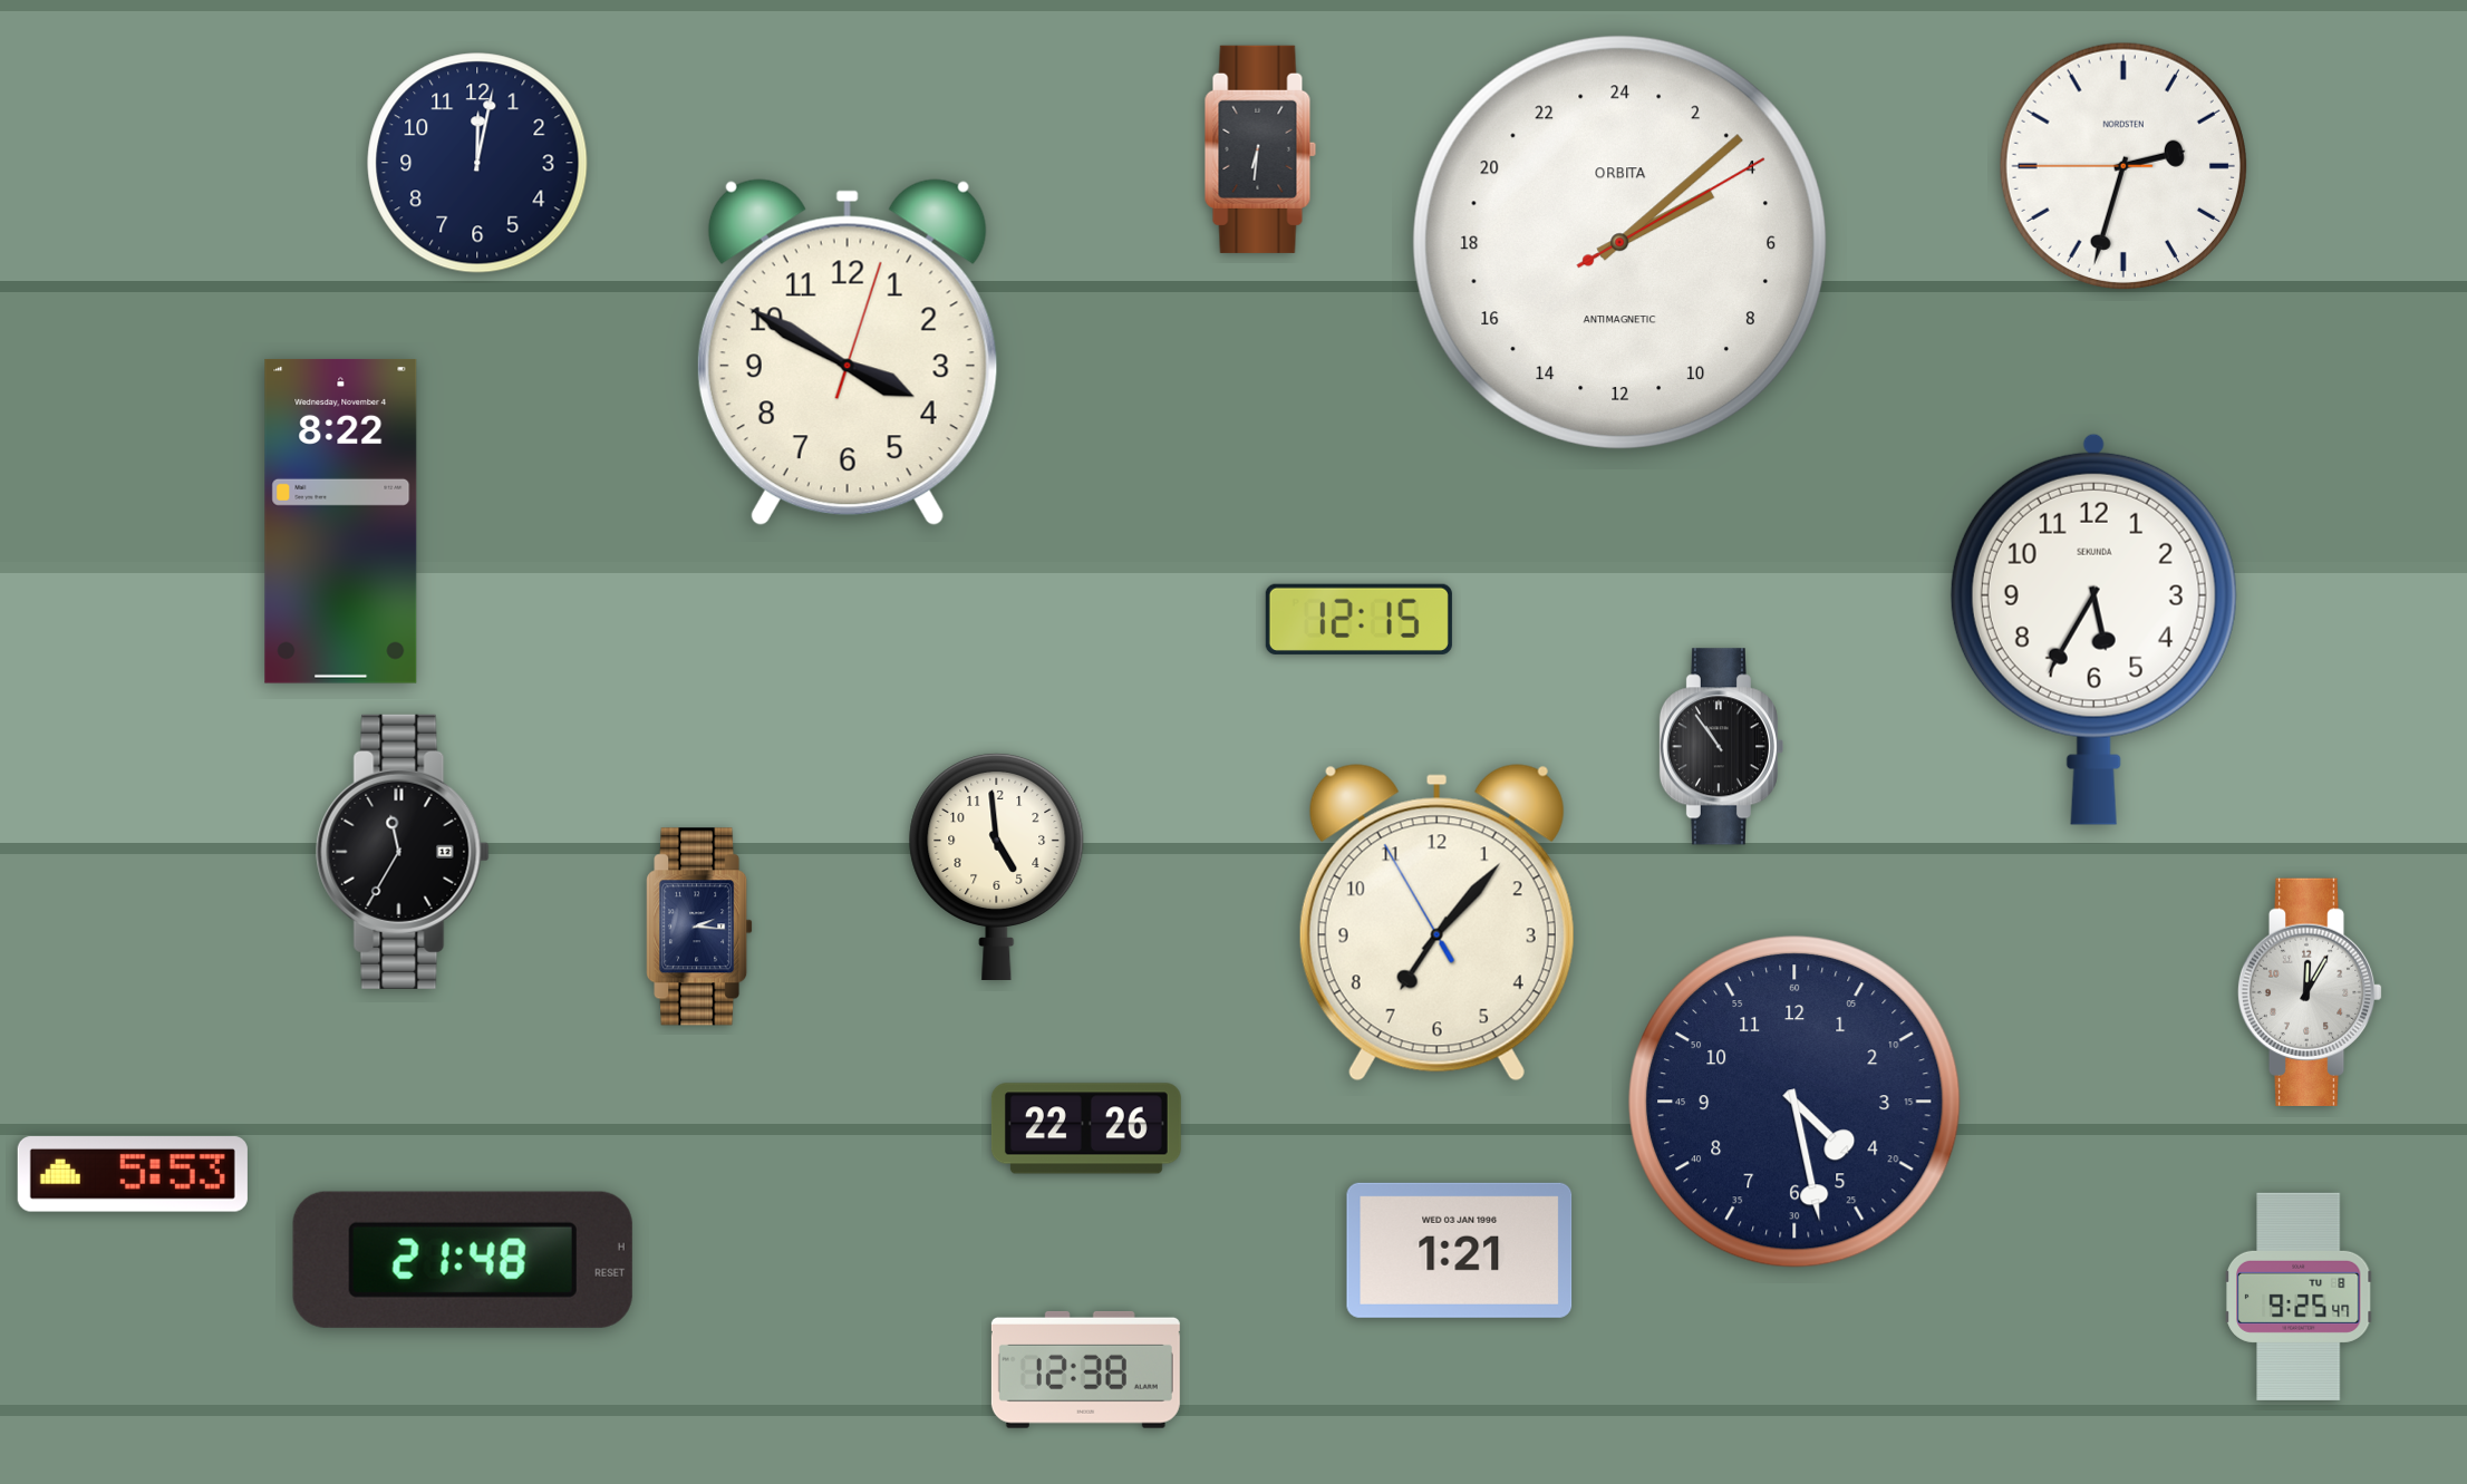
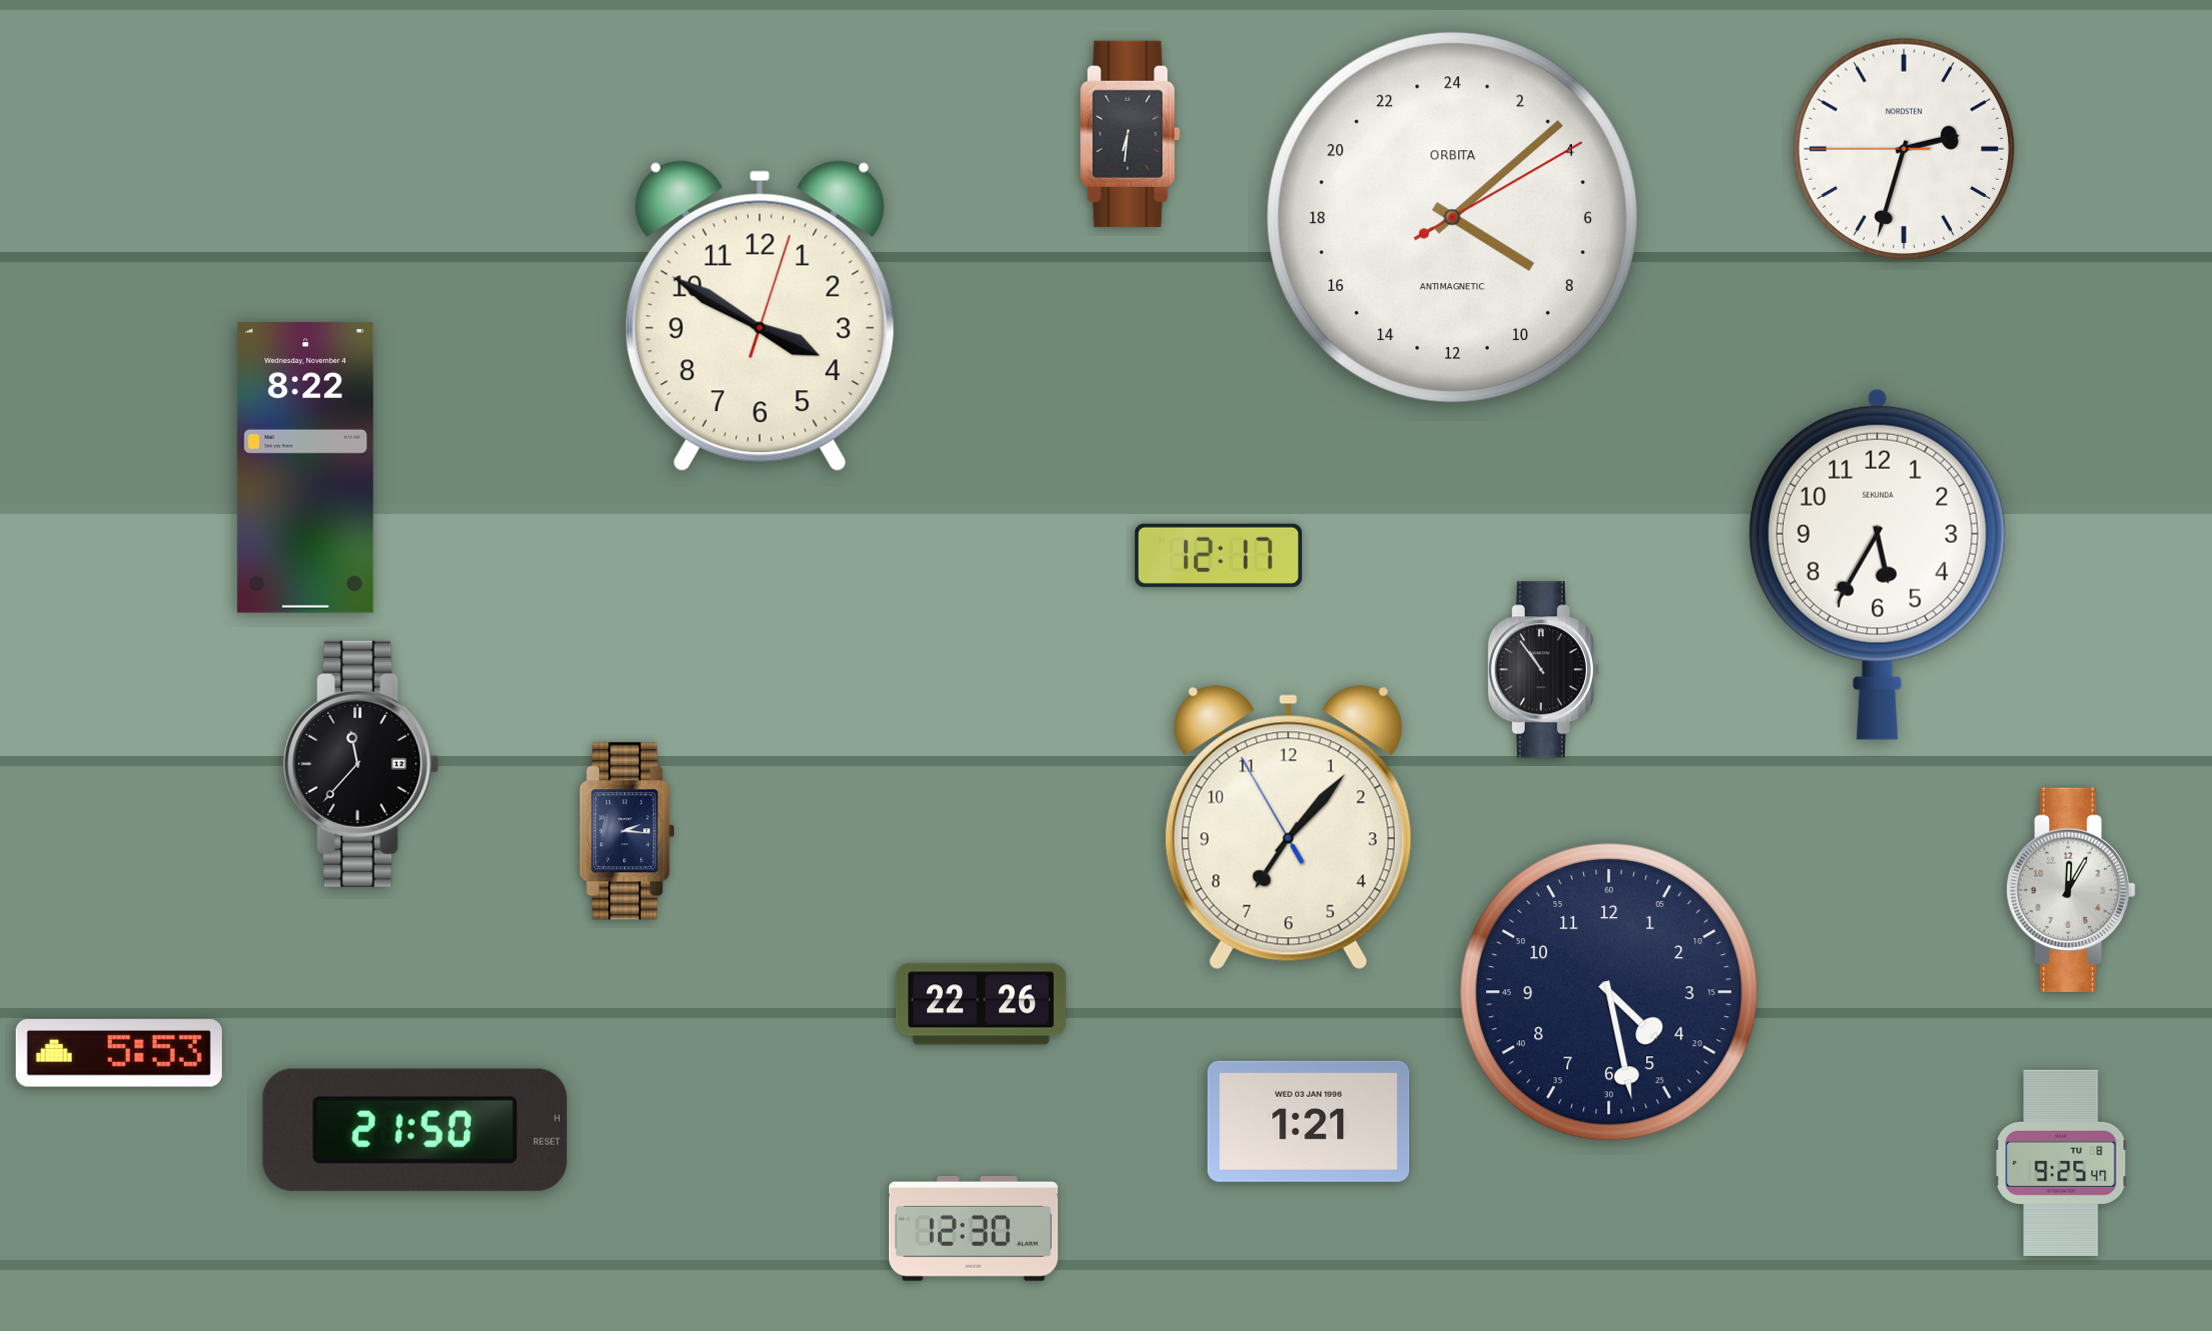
clock at (477, 163): 12:02 -> none
clock at (1619, 242): 4:08 -> 8:08
clock at (1358, 619): 12:15 -> 12:17
clock at (403, 852): 11:35 -> 11:37
clock at (997, 865): 4:59 -> none
clock at (1794, 1102) position: (1794, 1102) -> (1609, 992)
clock at (1086, 1128) position: (1086, 1128) -> (981, 1004)
clock at (463, 1260): 21:48 -> 21:50
clock at (1085, 1369): 12:38 -> 12:30
